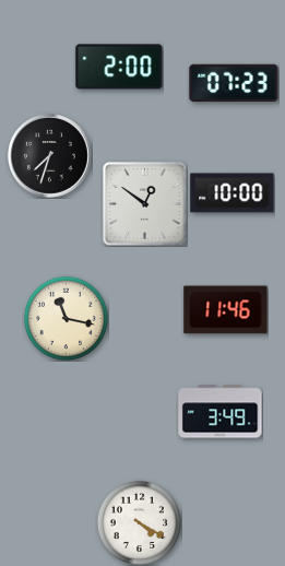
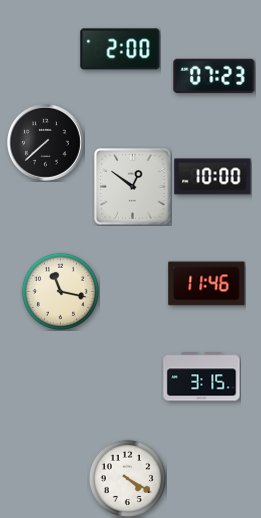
clock at (119, 67) position: (119, 67) -> (120, 49)
clock at (50, 156): 7:33 -> 7:38
clock at (221, 412): 3:49 -> 3:15
